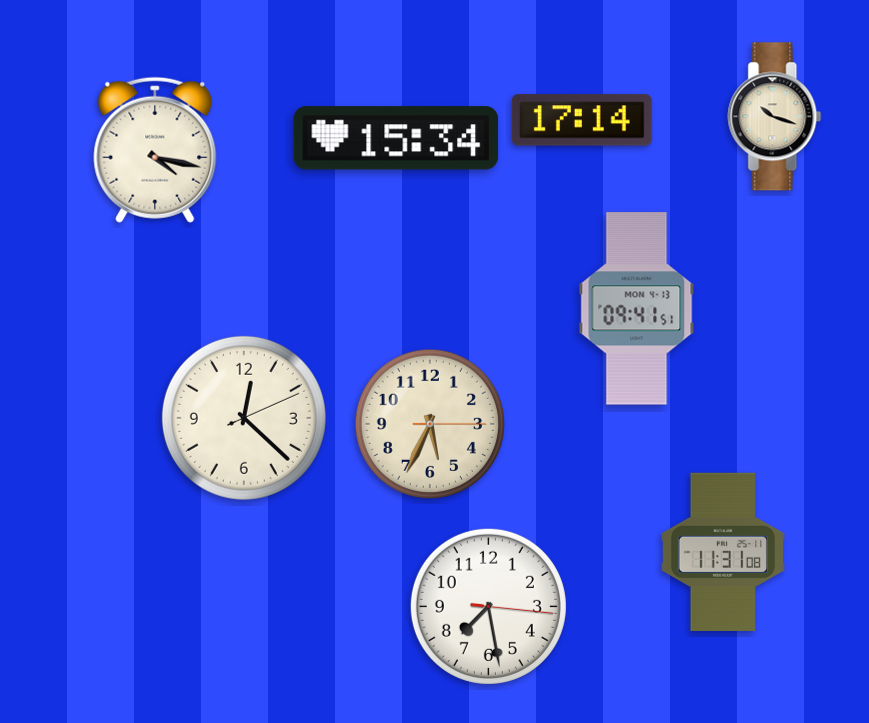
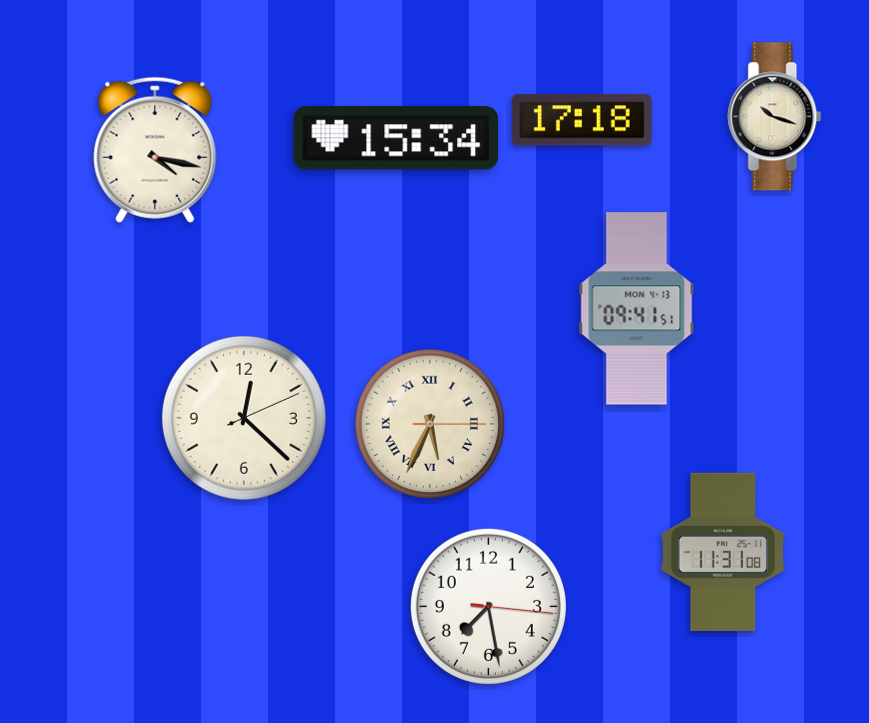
clock at (582, 120): 17:14 -> 17:18
clock at (430, 424) numerals: Arabic -> Roman
